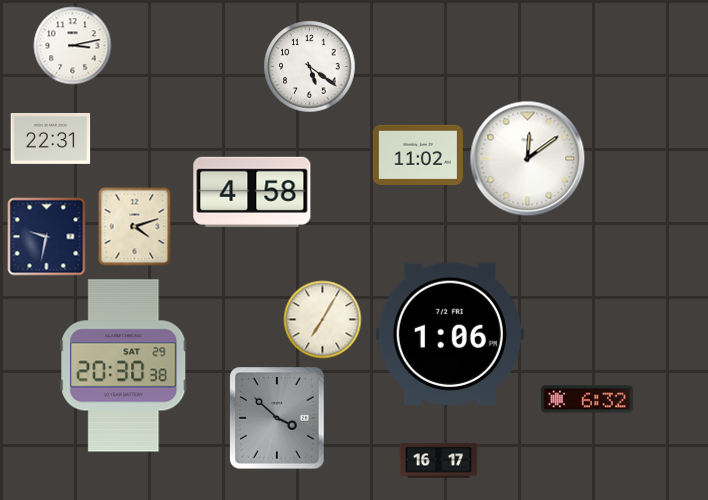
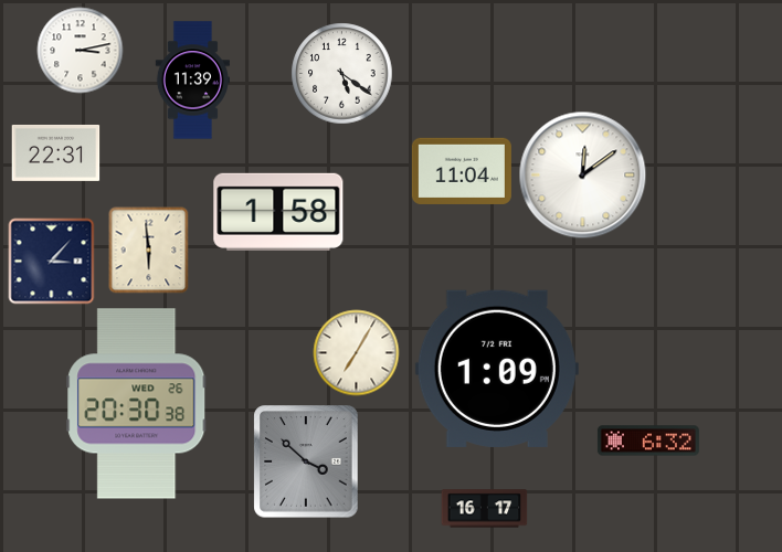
clock at (192, 81): none -> 11:39
clock at (418, 155): 11:02 -> 11:04
clock at (252, 192): 4:58 -> 1:58
clock at (135, 226): 4:12 -> 5:59
clock at (46, 236): 9:32 -> 3:07
clock at (450, 334): 1:06 -> 1:09
clock at (124, 366) date: SAT 29 -> WED 26
